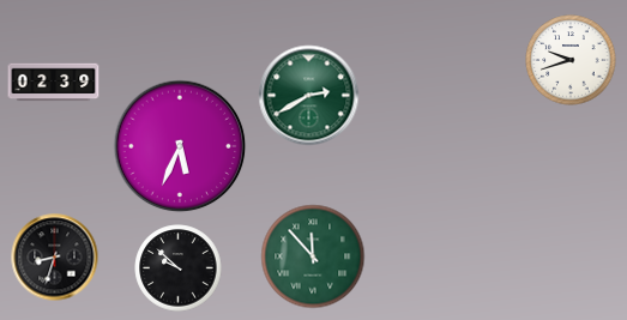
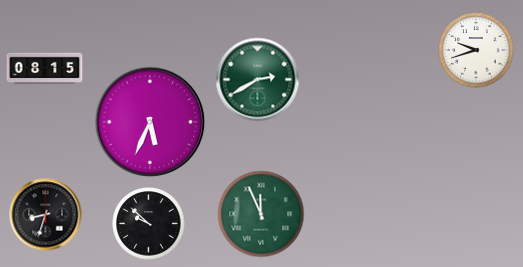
clock at (54, 83): 02:39 -> 08:15
clock at (313, 256): 11:53 -> 11:56
